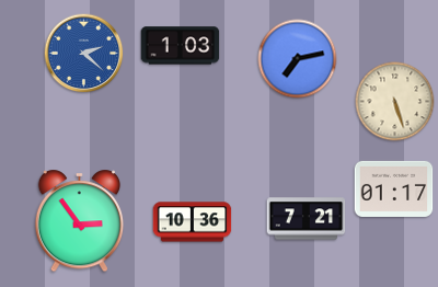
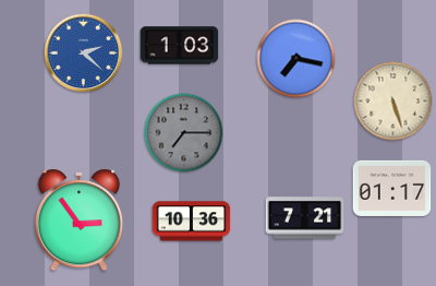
clock at (298, 59): 7:13 -> 7:17
clock at (184, 133): none -> 7:15
